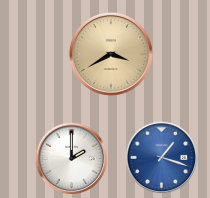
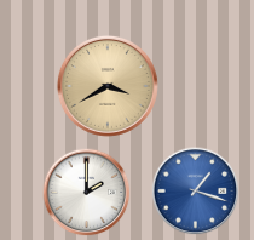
clock at (111, 54) position: (111, 54) -> (108, 86)
